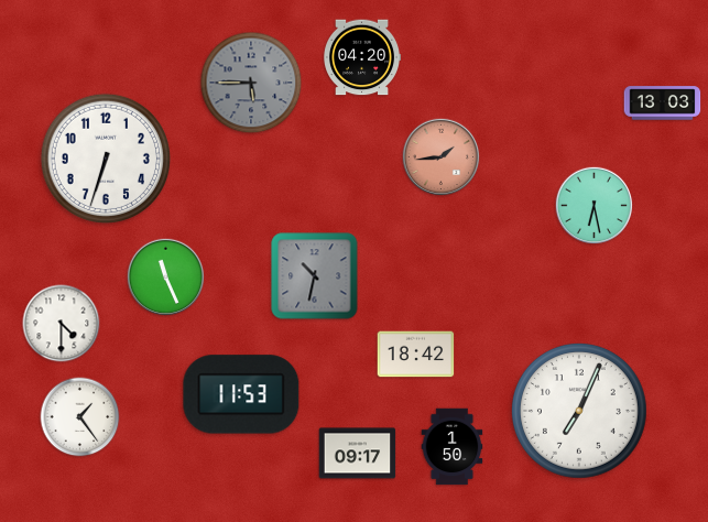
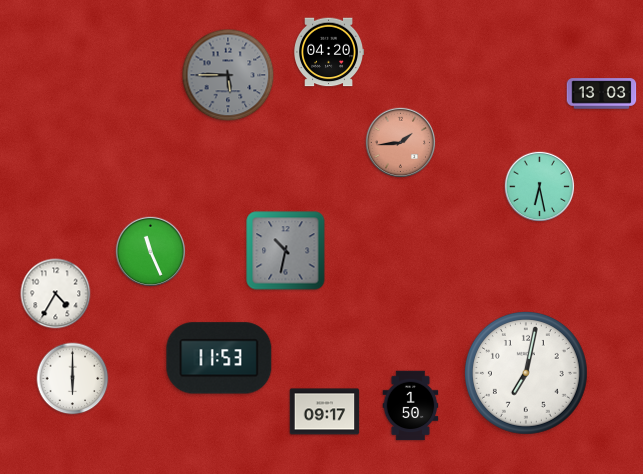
clock at (105, 157): 6:33 -> none
clock at (62, 324): 4:30 -> 4:35
clock at (416, 355): 18:42 -> none
clock at (579, 411): 7:04 -> 7:02
clock at (80, 417): 1:24 -> 6:00
